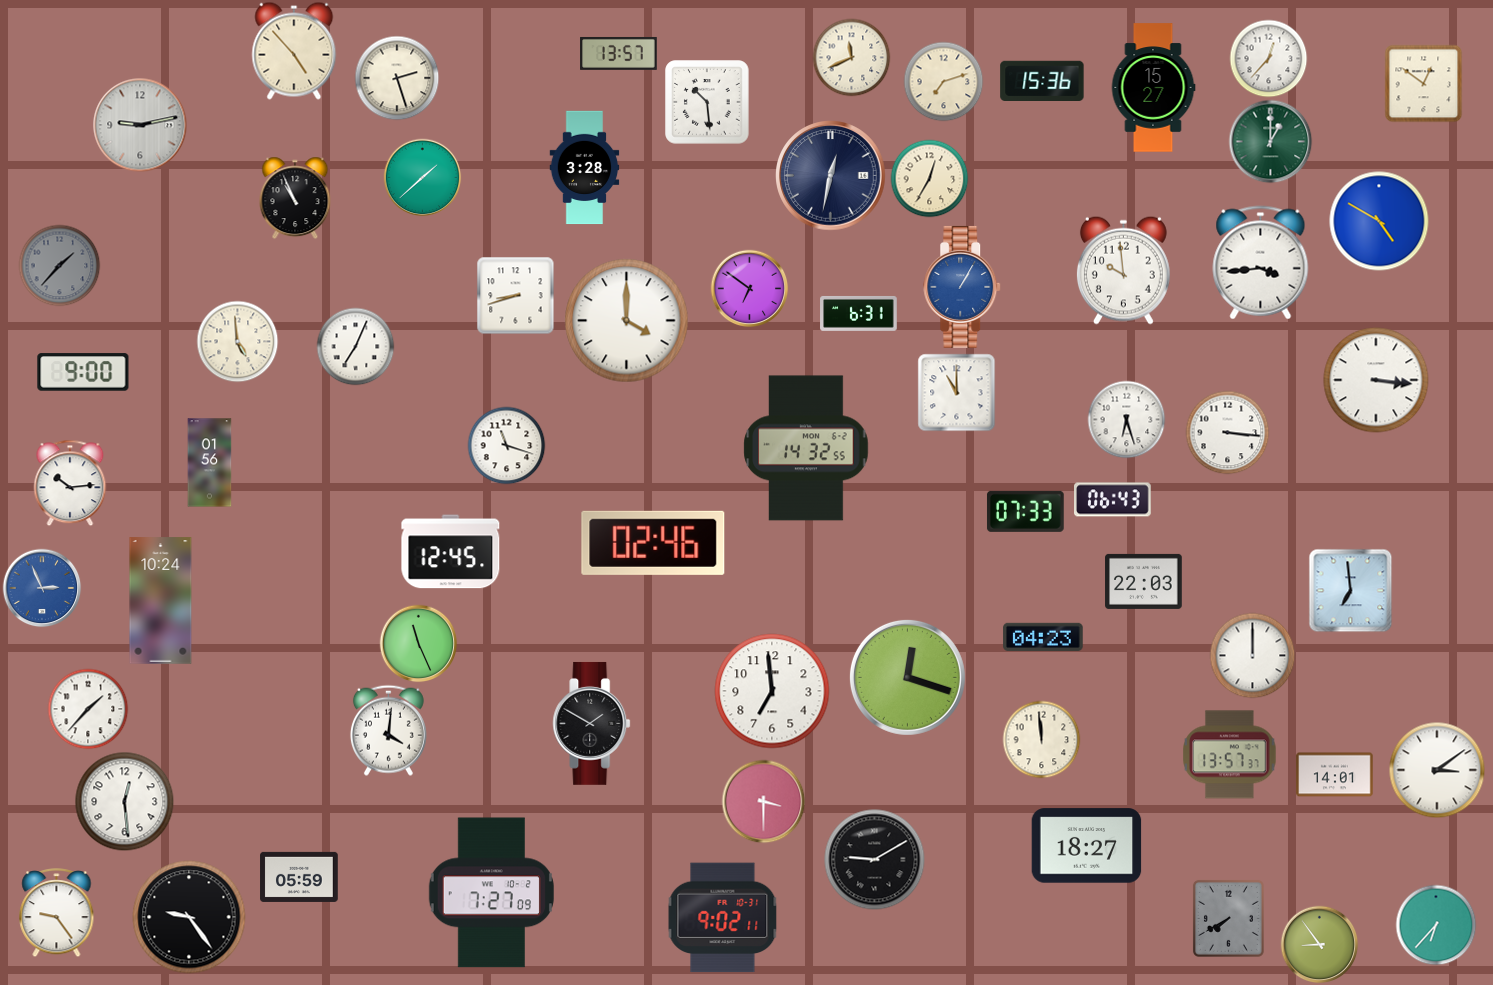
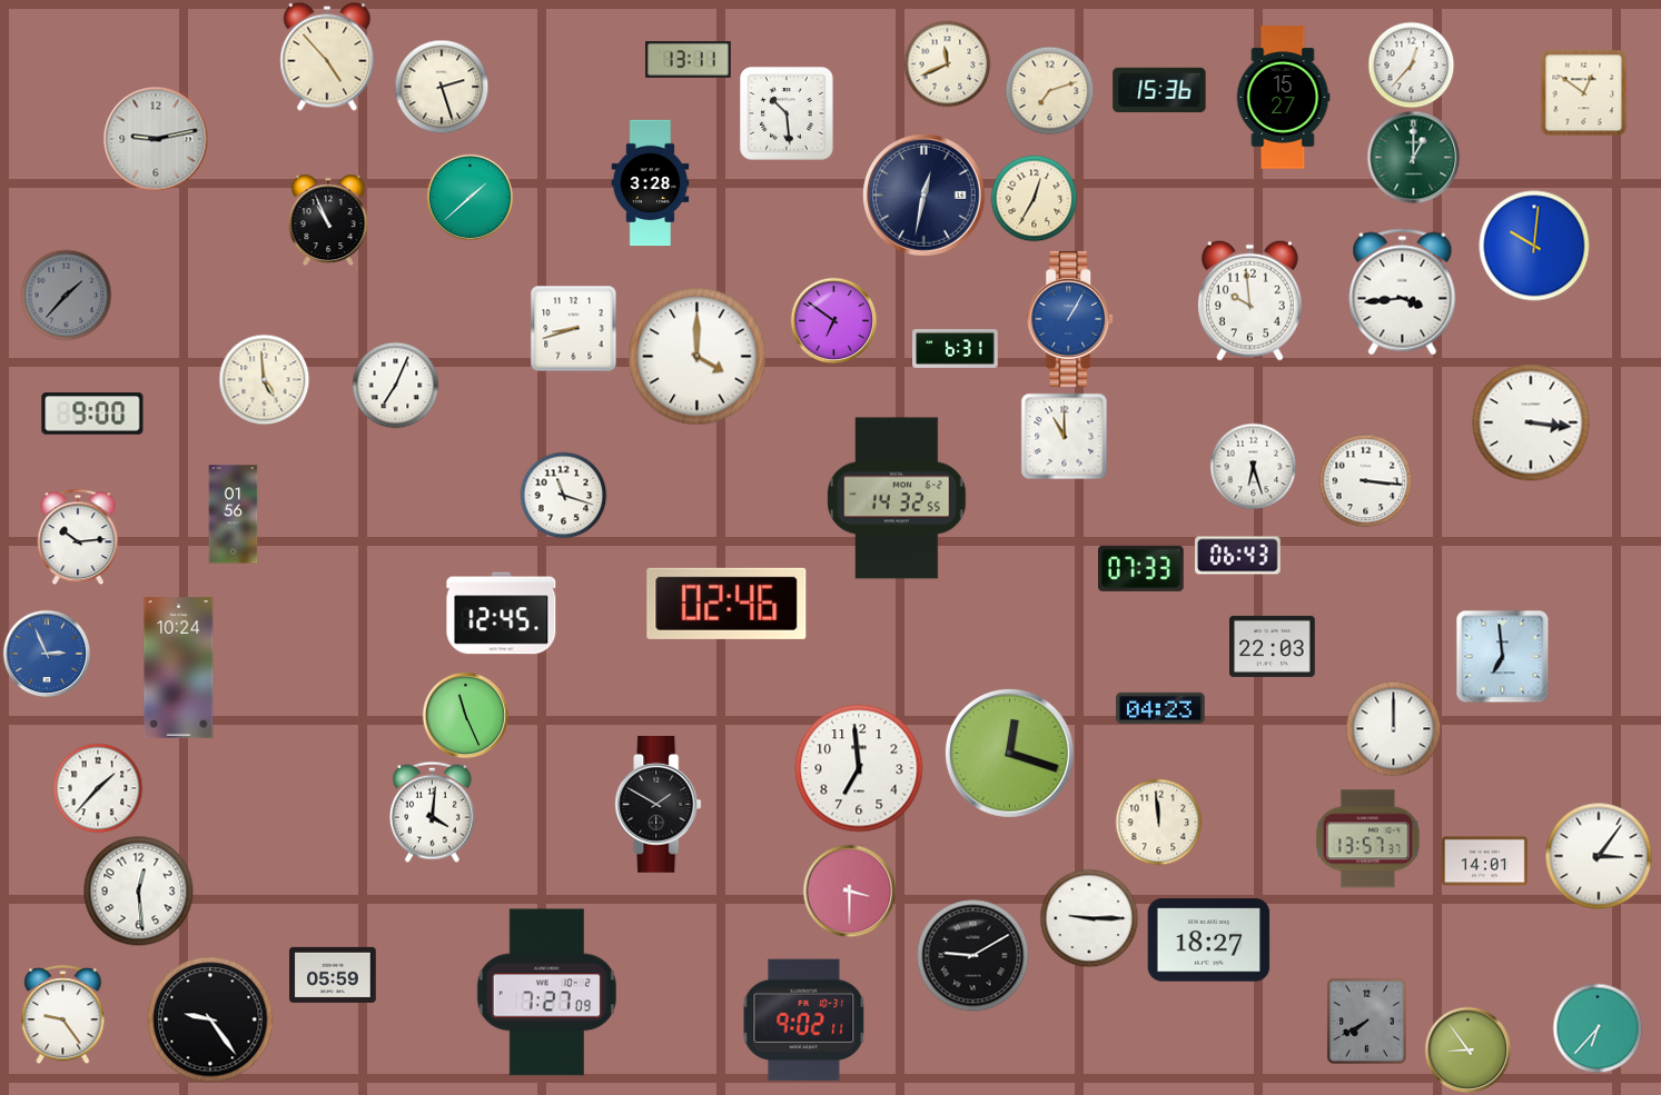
clock at (619, 53): 13:57 -> 13:11
clock at (585, 168) position: (585, 168) -> (651, 183)
clock at (1379, 221): 4:50 -> 10:01
clock at (1437, 770): 3:09 -> 3:06
clock at (1089, 918): none -> 9:15
